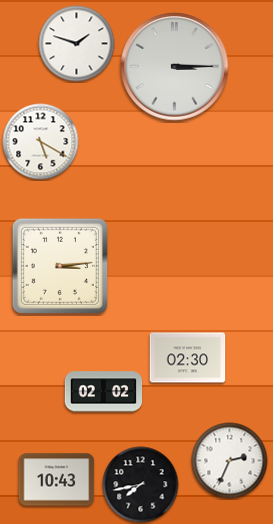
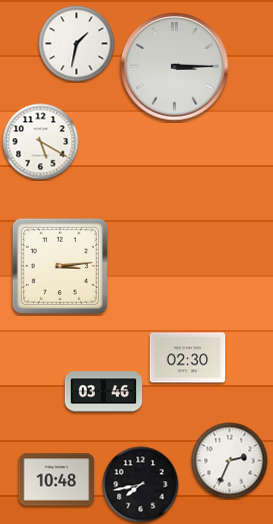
clock at (77, 44): 1:48 -> 1:32
clock at (104, 392): 02:02 -> 03:46
clock at (57, 480): 10:43 -> 10:48
